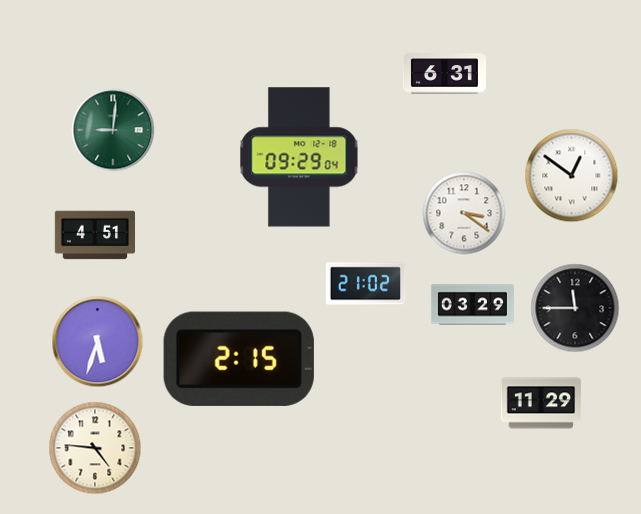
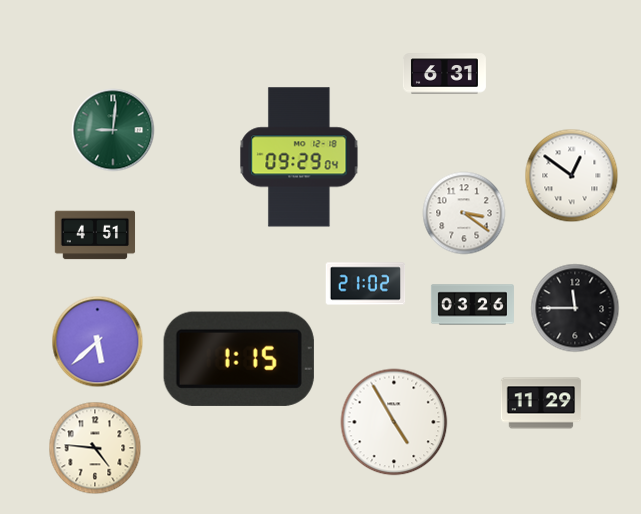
clock at (472, 305): 03:29 -> 03:26
clock at (98, 342): 5:33 -> 5:38
clock at (239, 359): 2:15 -> 1:15
clock at (394, 422): none -> 4:55
